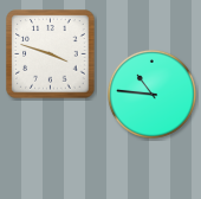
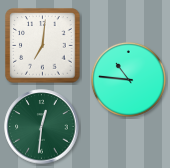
clock at (51, 54): 3:48 -> 7:01
clock at (42, 127): none -> 12:31
